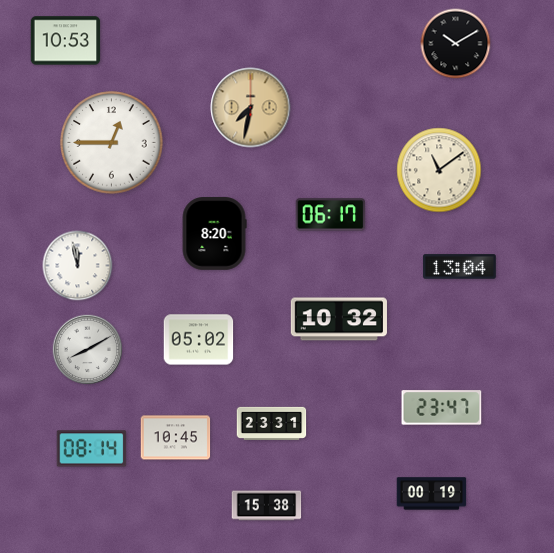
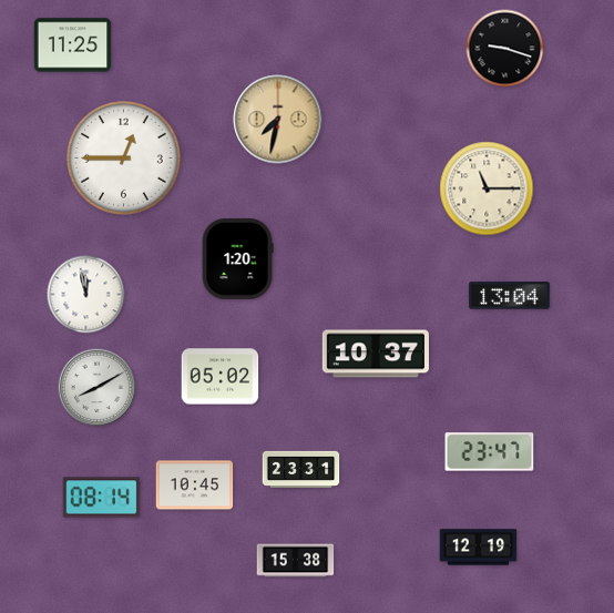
clock at (66, 41): 10:53 -> 11:25
clock at (456, 44): 10:10 -> 9:18
clock at (439, 170): 11:09 -> 11:15
clock at (331, 215): 06:17 -> none
clock at (214, 234): 8:20 -> 1:20
clock at (339, 319): 10:32 -> 10:37
clock at (432, 494): 00:19 -> 12:19
